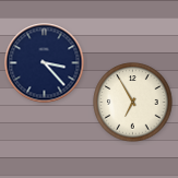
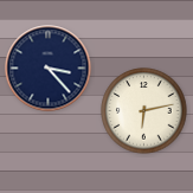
clock at (133, 103): 6:55 -> 6:13
